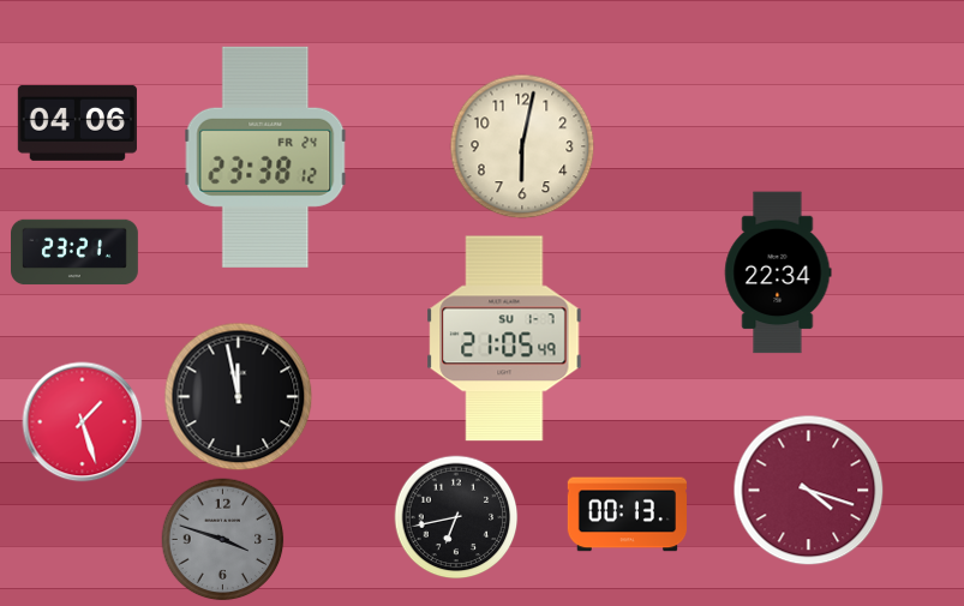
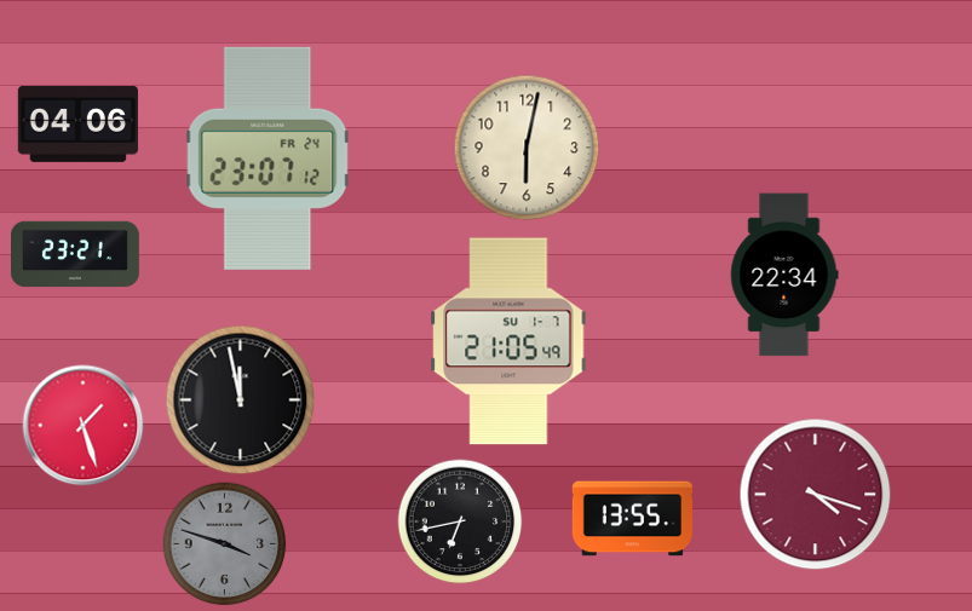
clock at (265, 157): 23:38 -> 23:07
clock at (627, 515): 00:13 -> 13:55
